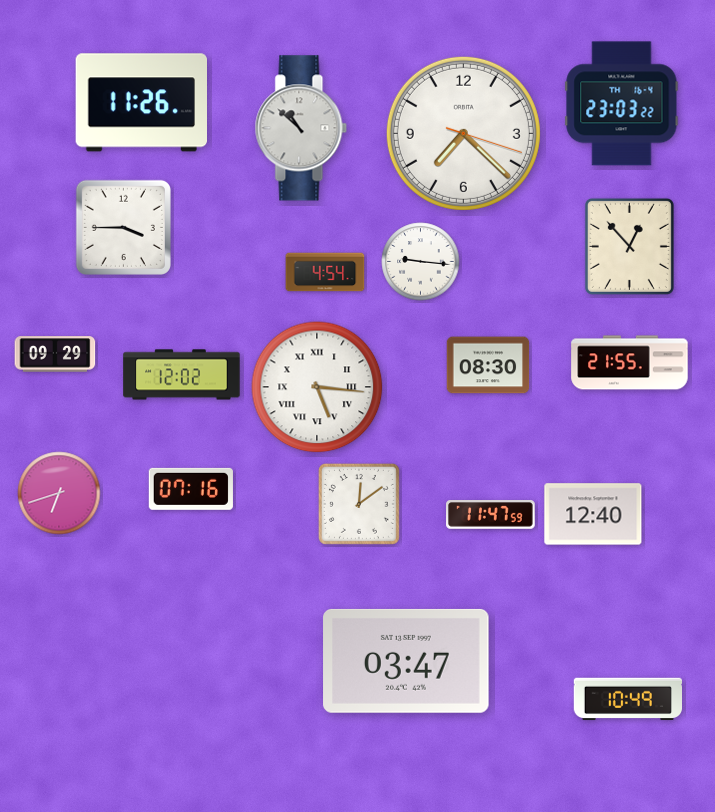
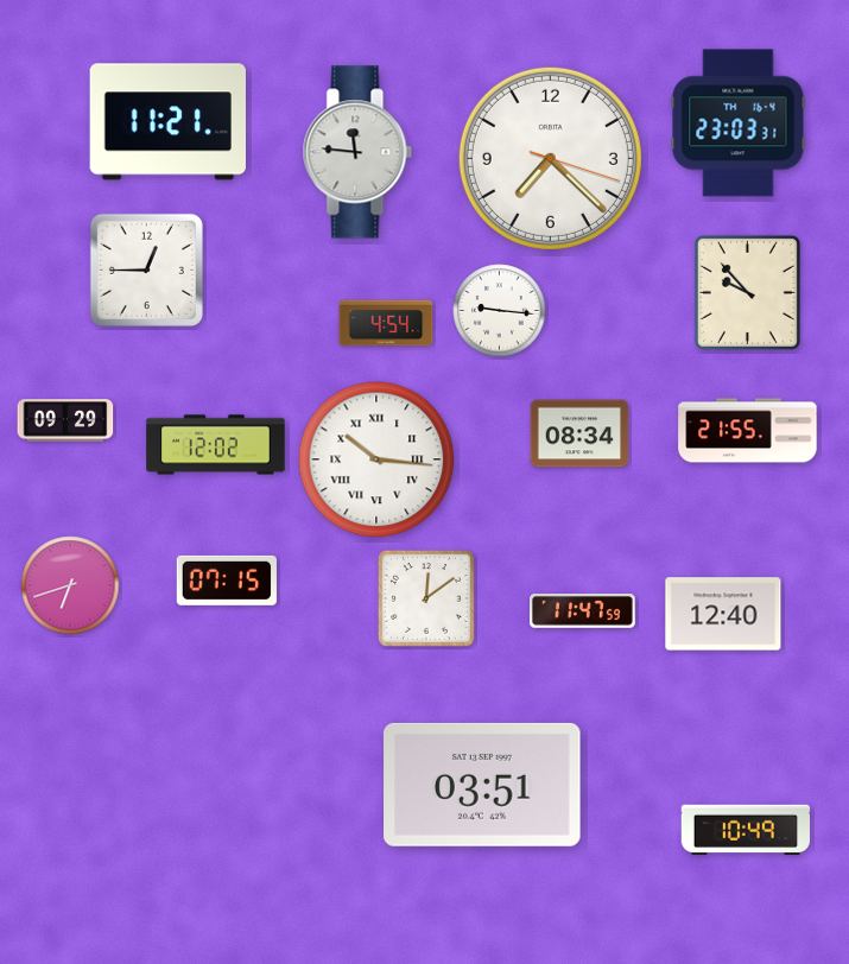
clock at (141, 103): 11:26 -> 11:21
clock at (622, 104): 23:03:22 -> 23:03:31
clock at (301, 128): 10:52 -> 11:46
clock at (123, 227): 3:45 -> 12:45
clock at (629, 246): 12:53 -> 9:53
clock at (488, 365): 08:30 -> 08:34
clock at (317, 387): 5:16 -> 10:16
clock at (191, 489): 07:16 -> 07:15
clock at (593, 514) position: (593, 514) -> (723, 614)
clock at (406, 661): 03:47 -> 03:51
